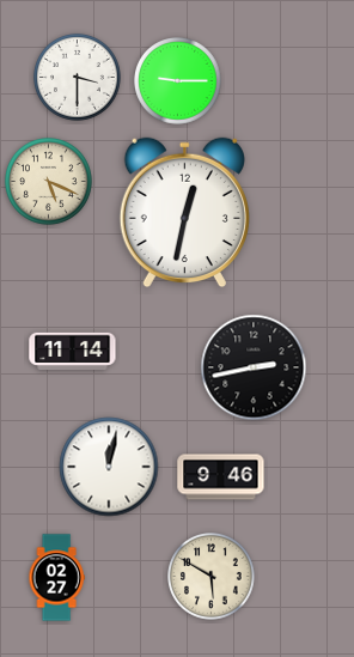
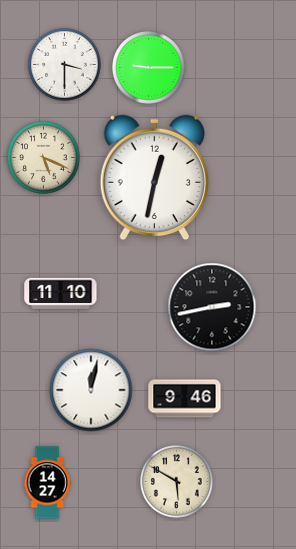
clock at (49, 182) position: (49, 182) -> (44, 158)
clock at (73, 351): 11:14 -> 11:10
clock at (56, 578): 02:27 -> 14:27
